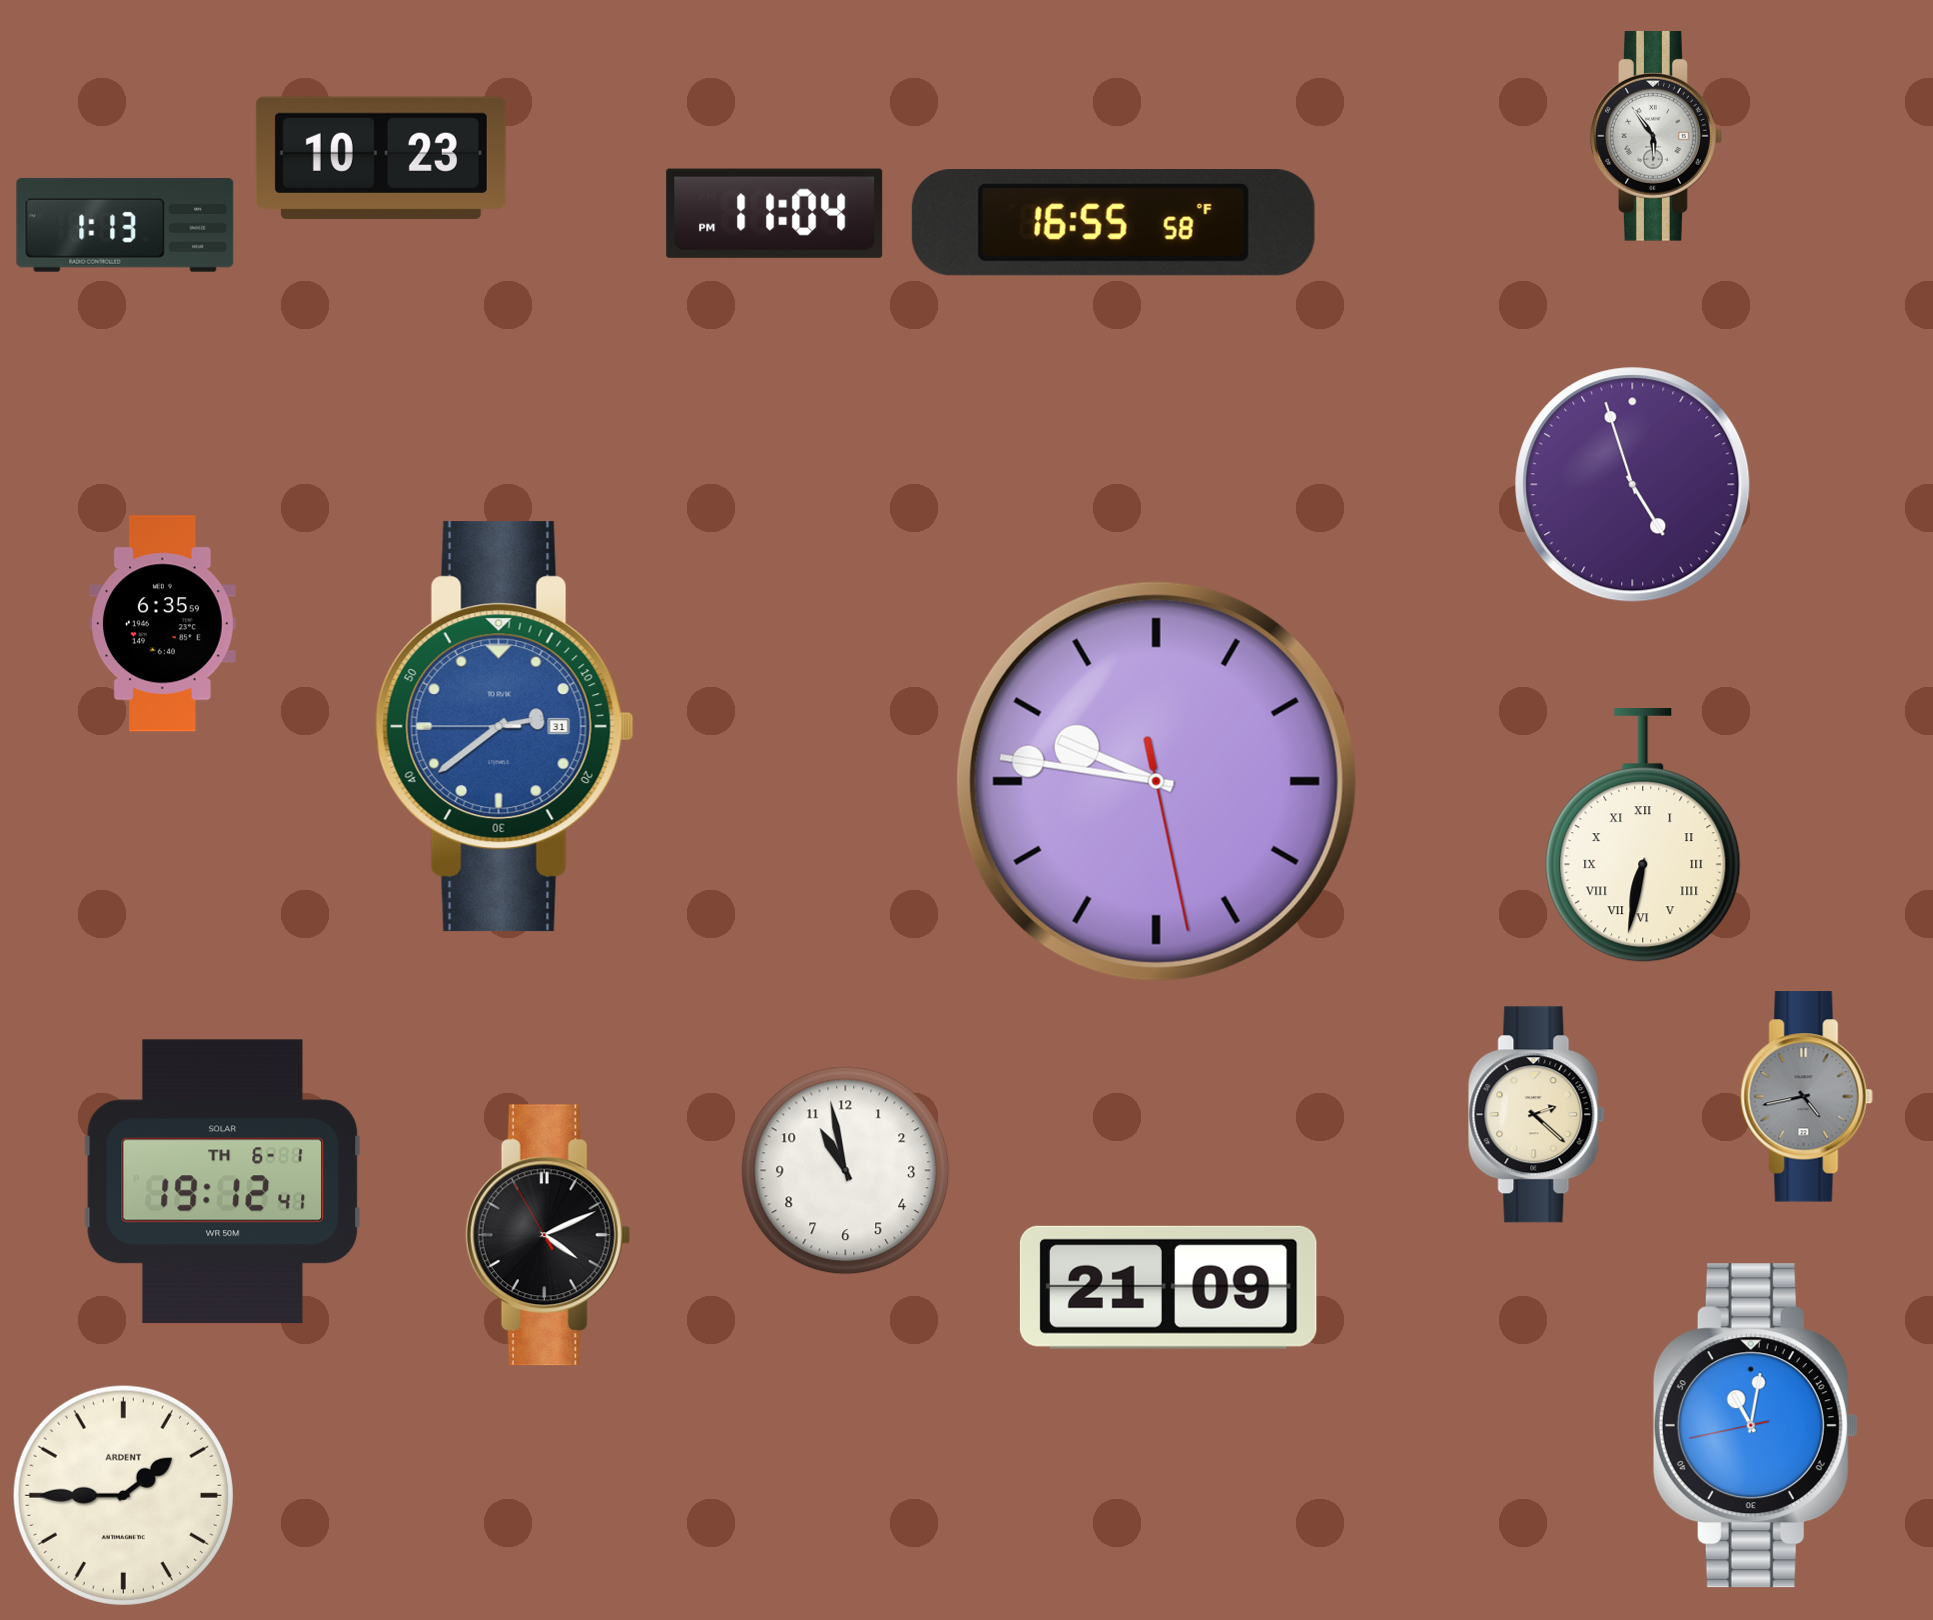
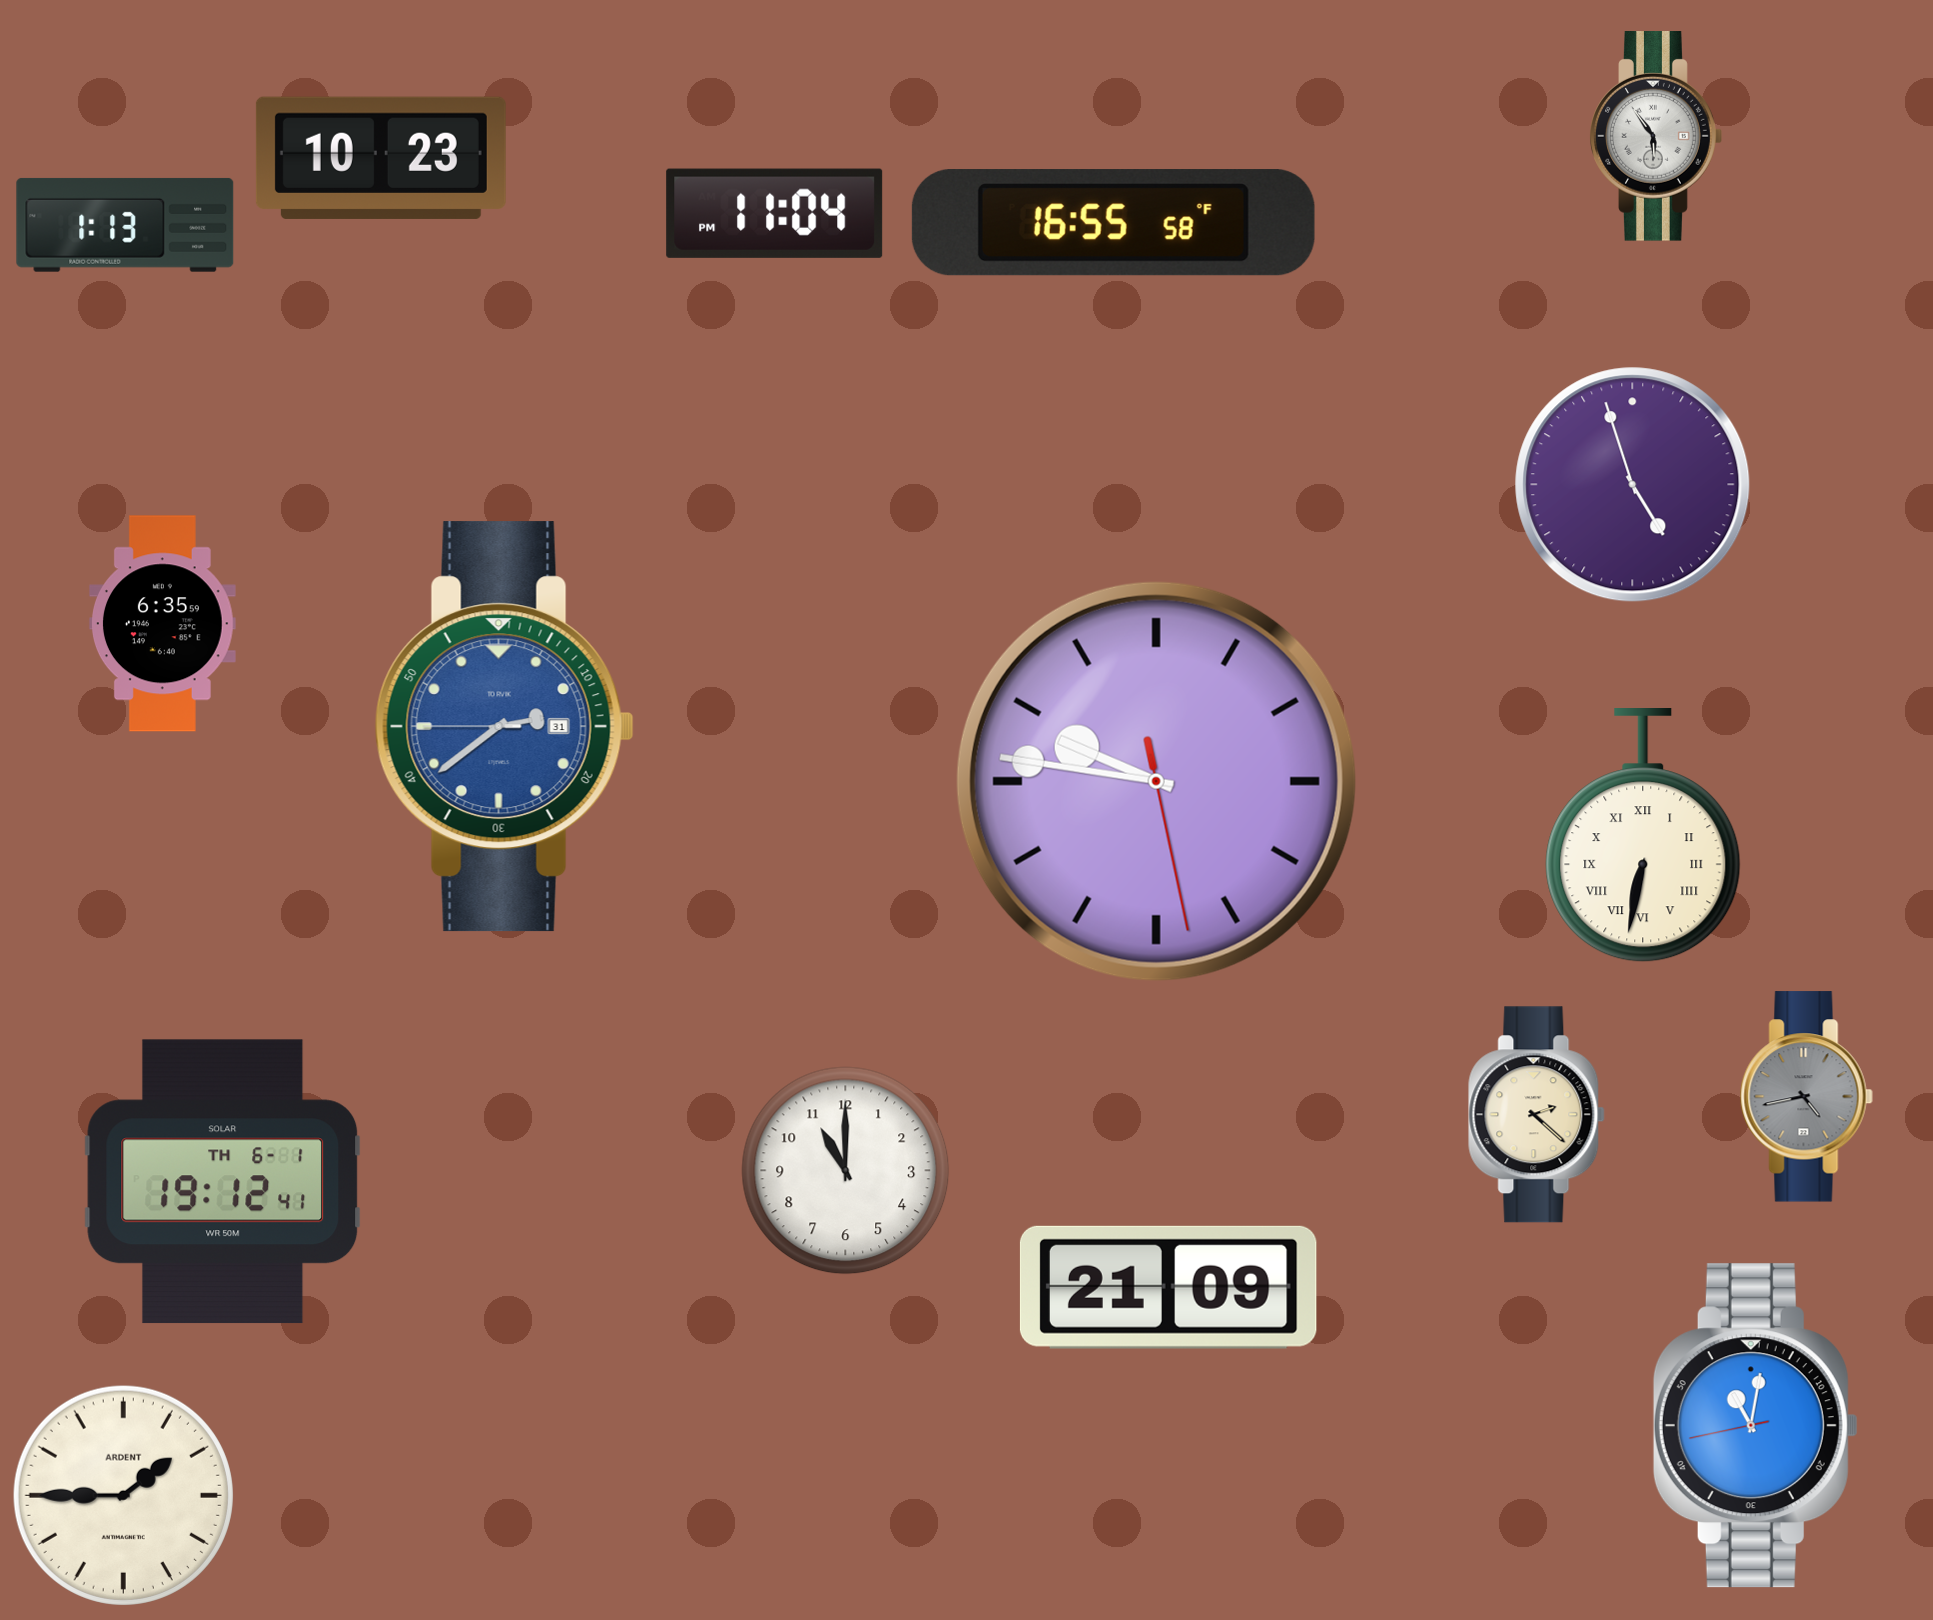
clock at (846, 1171): 10:58 -> 11:00
clock at (548, 1235): 4:10 -> none
